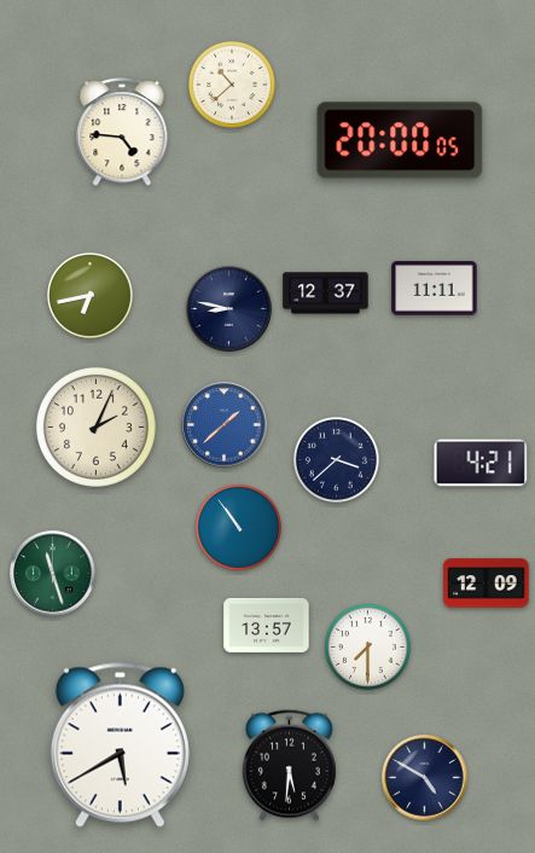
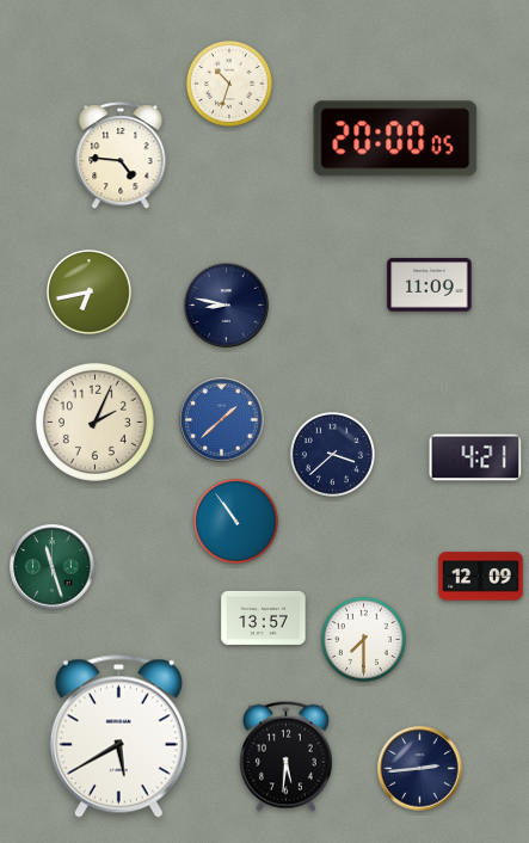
clock at (232, 85): 10:38 -> 10:33
clock at (122, 133) position: (122, 133) -> (121, 156)
clock at (435, 289): 11:11 -> 11:09
clock at (326, 294): 12:37 -> none
clock at (425, 778): 4:50 -> 2:44
